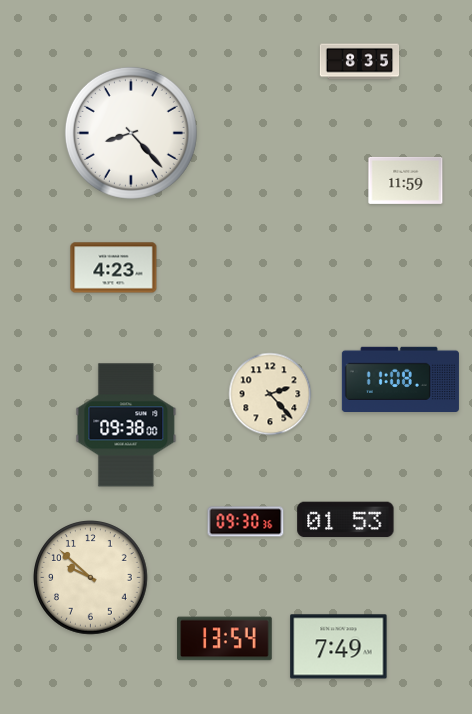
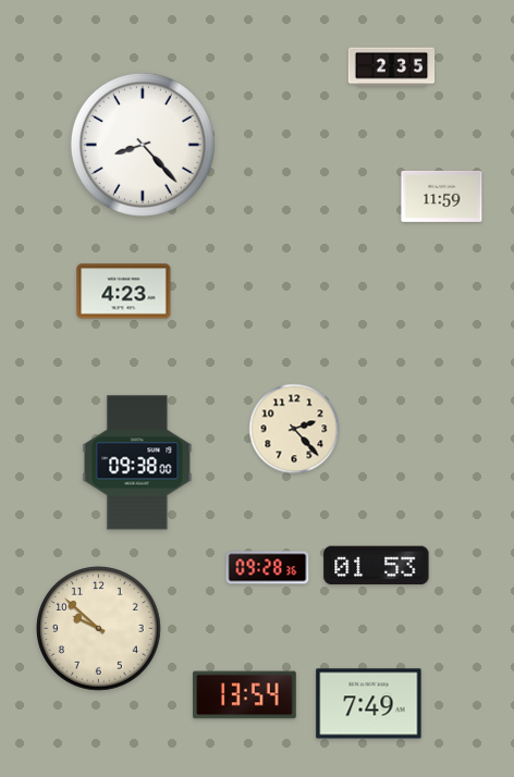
clock at (360, 62): 8:35 -> 2:35
clock at (400, 379): 11:08 -> none
clock at (246, 522): 09:30 -> 09:28
